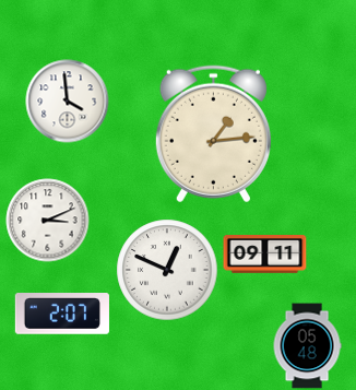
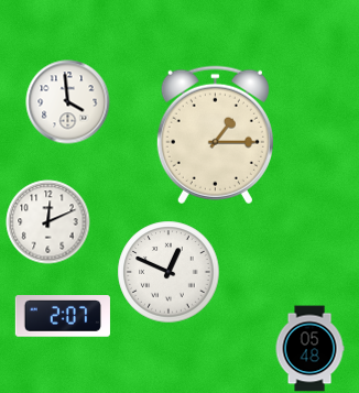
clock at (213, 134): 1:14 -> 1:15
clock at (48, 221): 3:11 -> 12:11
clock at (265, 255): 09:11 -> none
